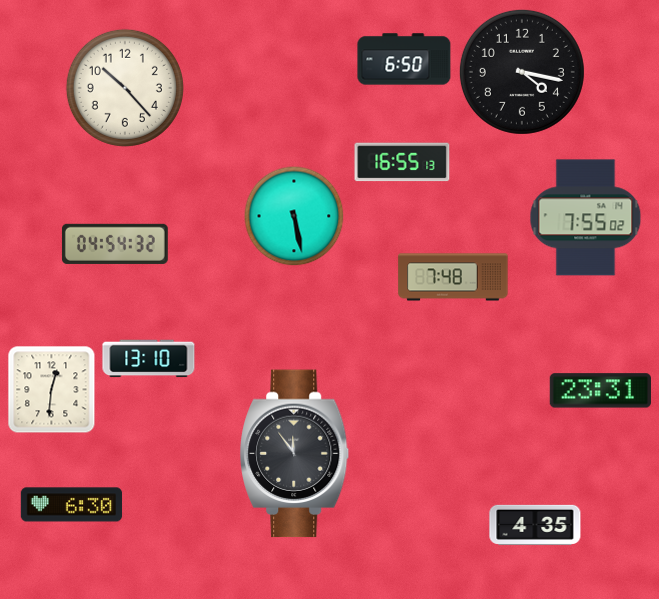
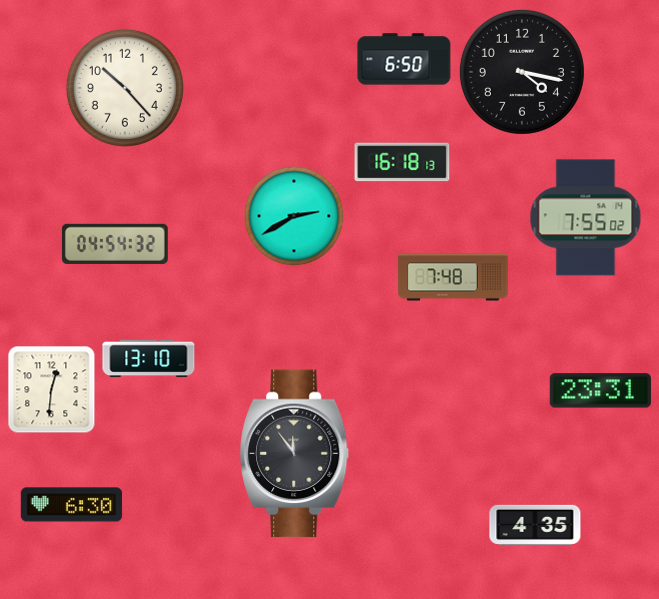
clock at (402, 162): 16:55 -> 16:18
clock at (294, 216): 5:28 -> 2:40
